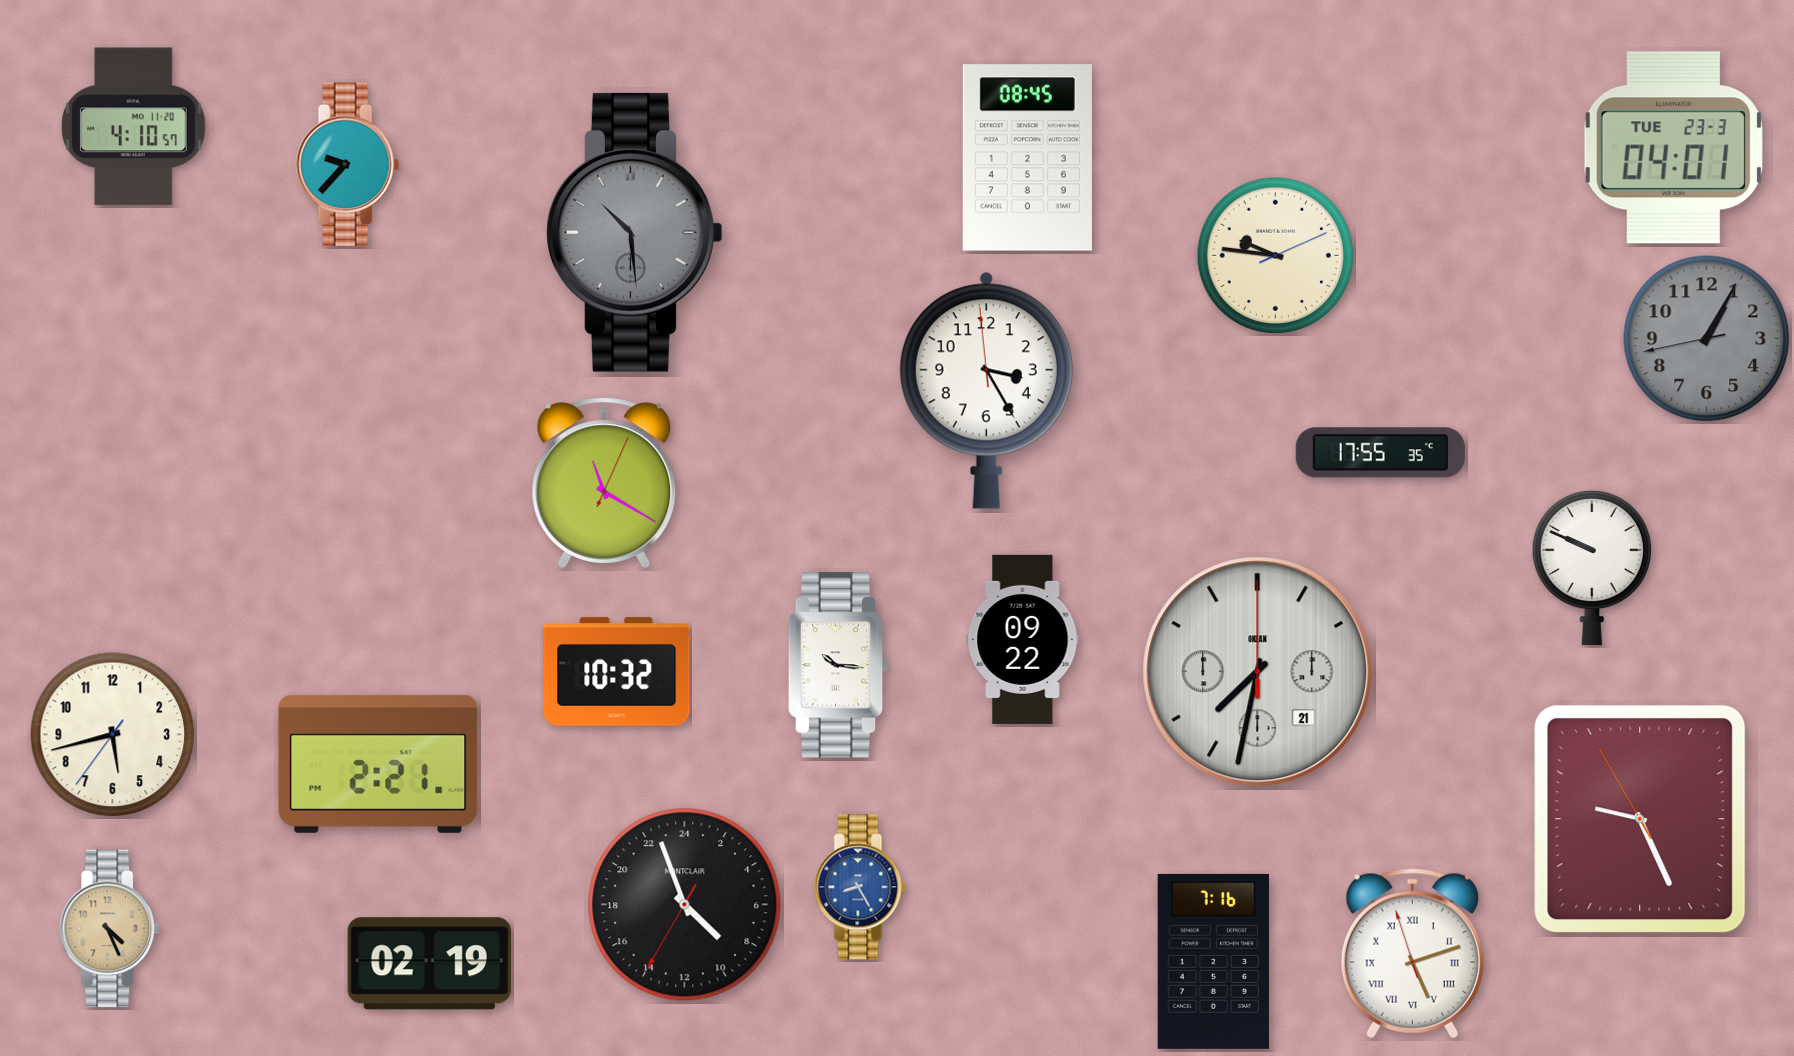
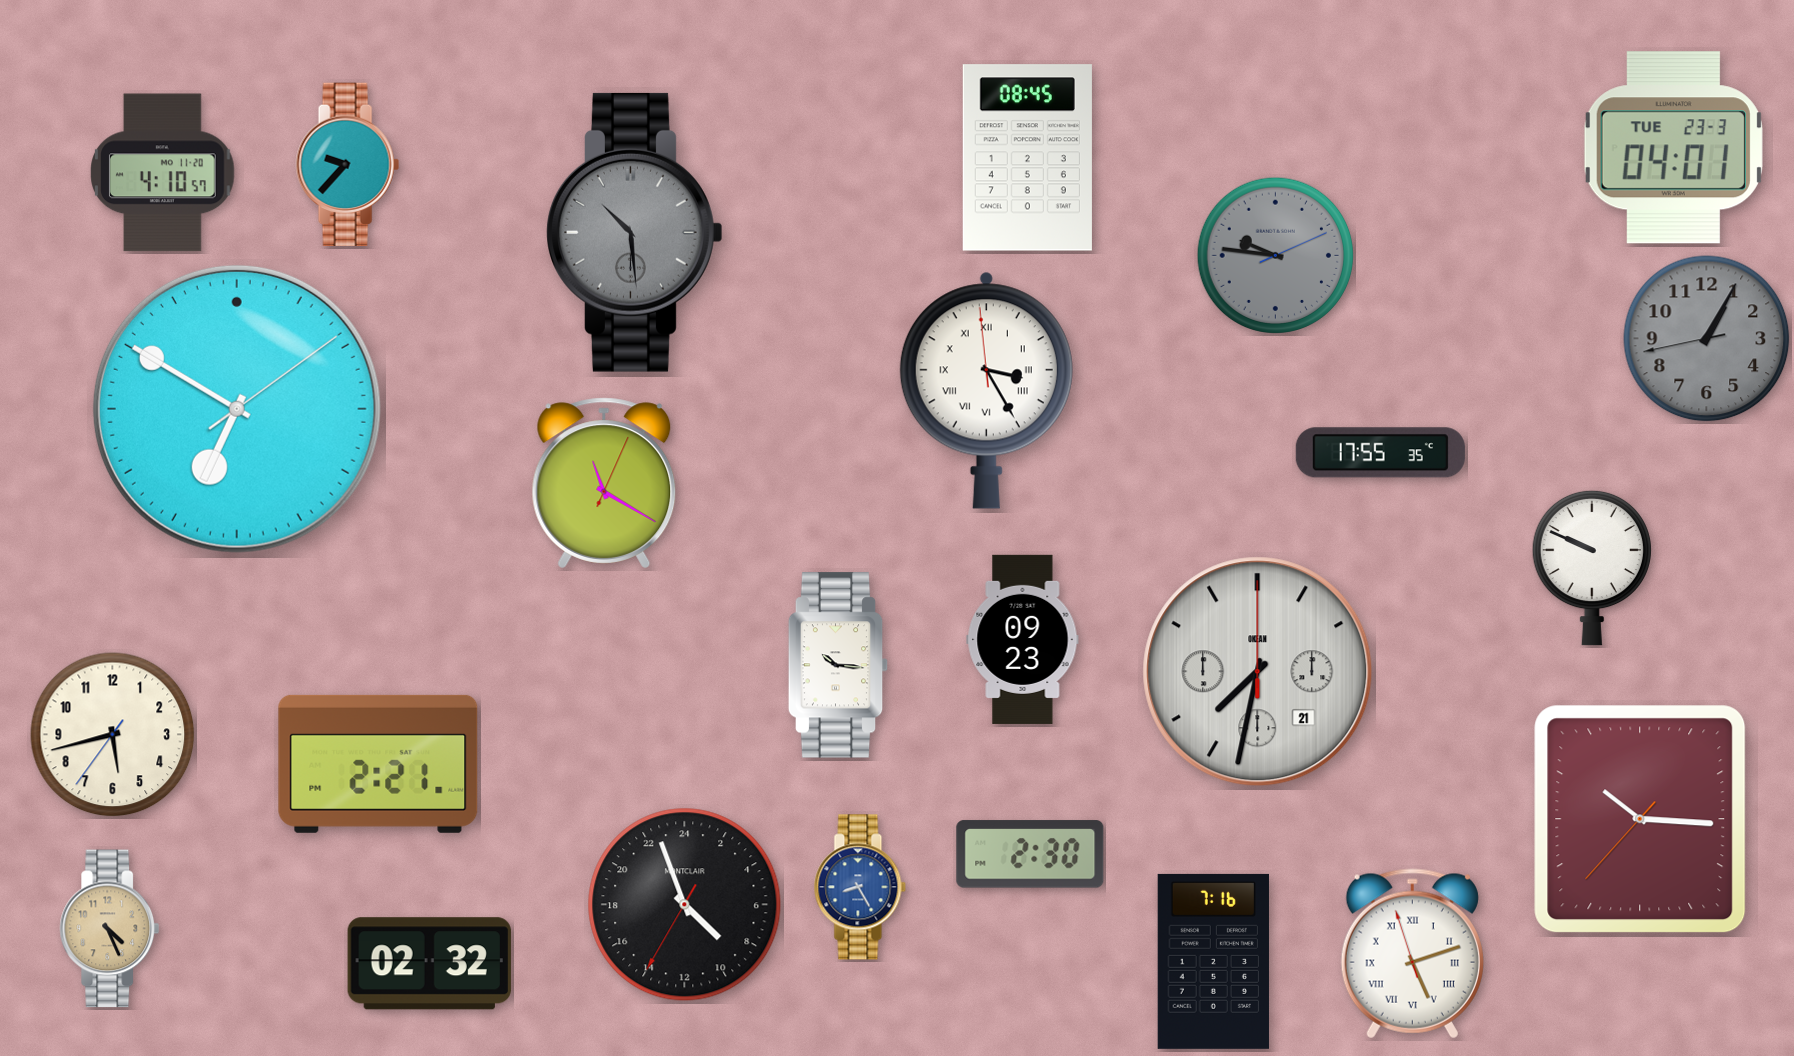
clock at (134, 127) position: (134, 127) -> (163, 173)
clock at (1275, 255) dial: cream -> grey
clock at (986, 390) numerals: Arabic -> Roman
clock at (237, 409): none -> 6:50
clock at (1023, 639): 09:22 -> 09:23
clock at (617, 672): 10:32 -> none
clock at (1640, 819): 9:25 -> 10:15
clock at (1030, 854): none -> 2:30
clock at (429, 964): 02:19 -> 02:32
